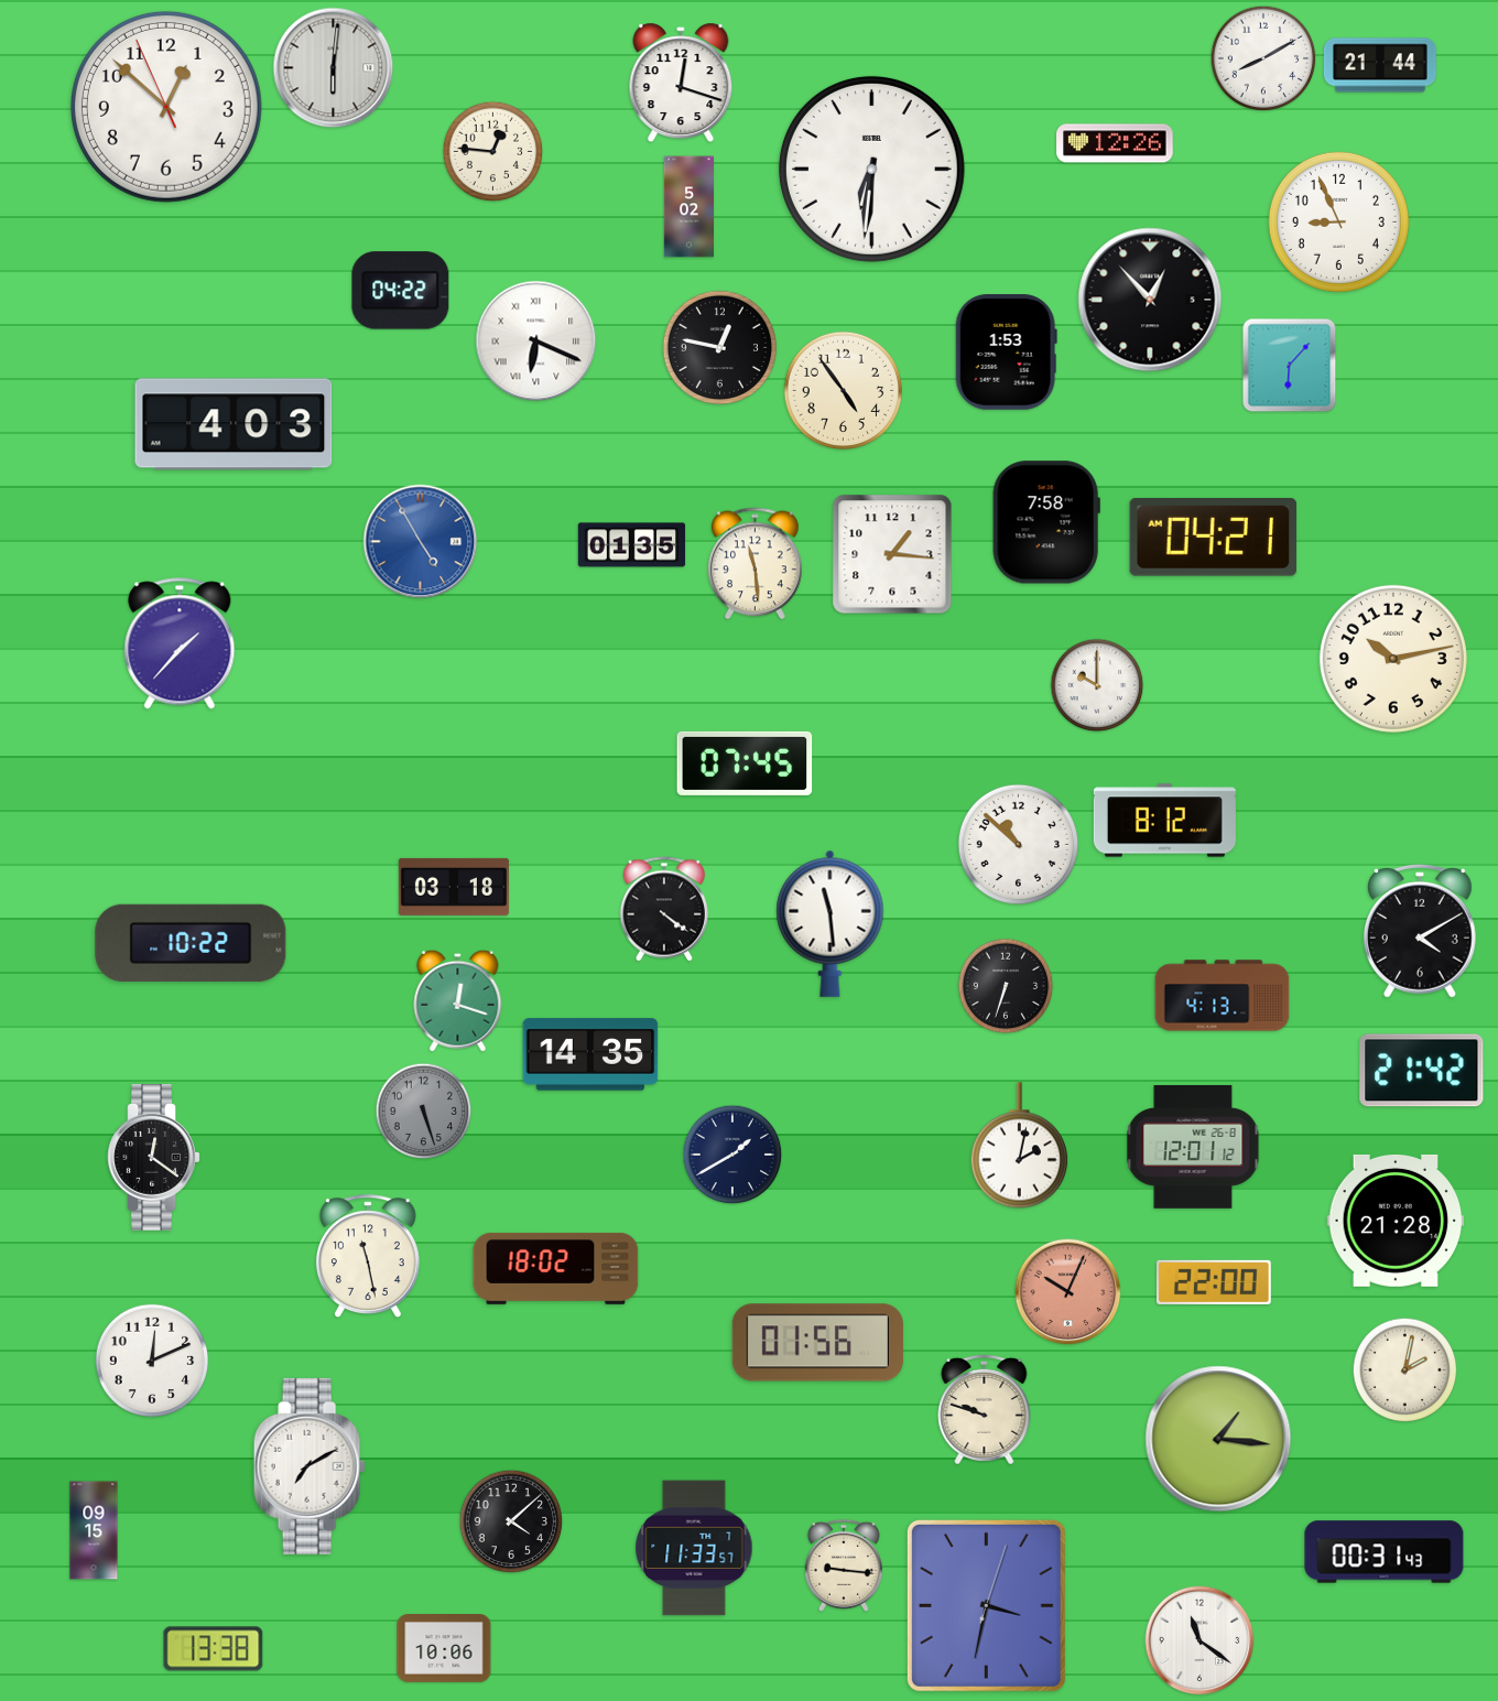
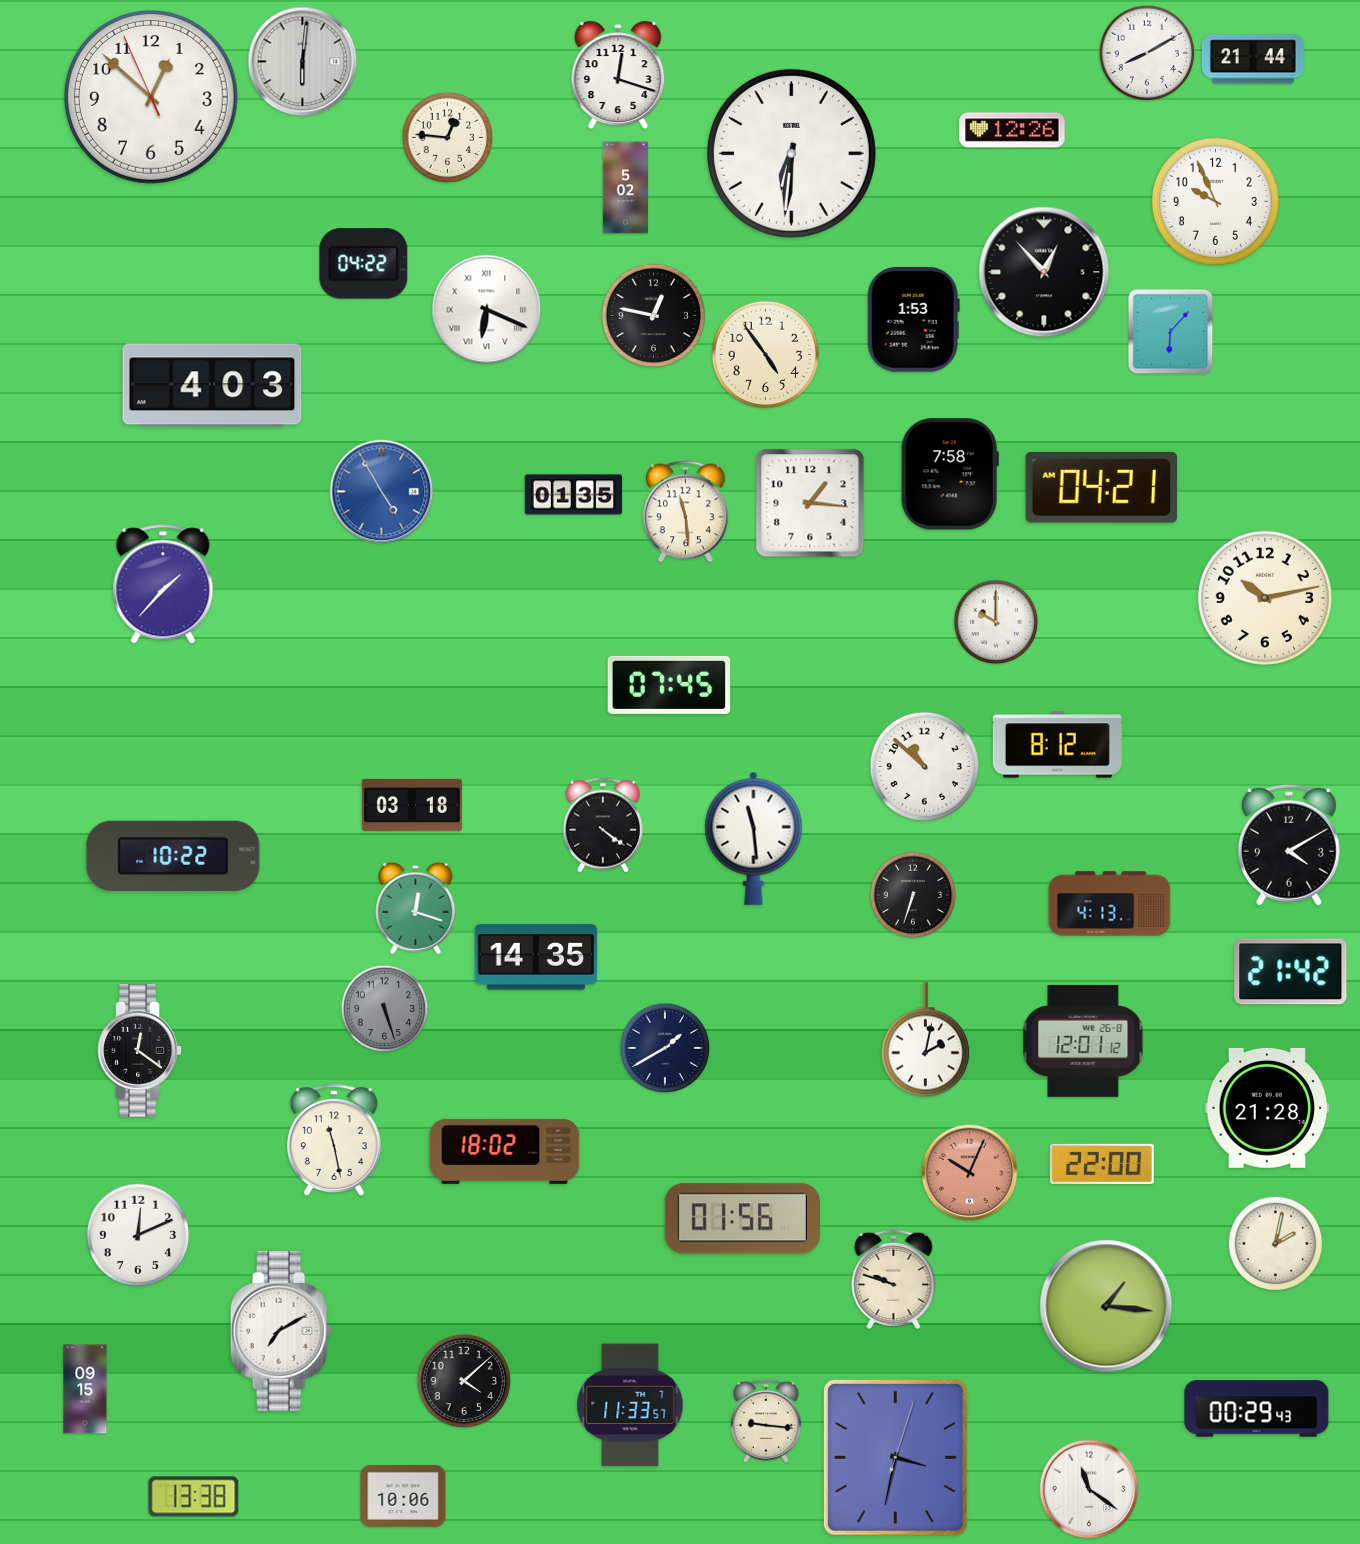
clock at (1338, 221): 8:56 -> 9:56
clock at (745, 763) position: (745, 763) -> (669, 685)
clock at (1385, 1552): 00:31 -> 00:29
